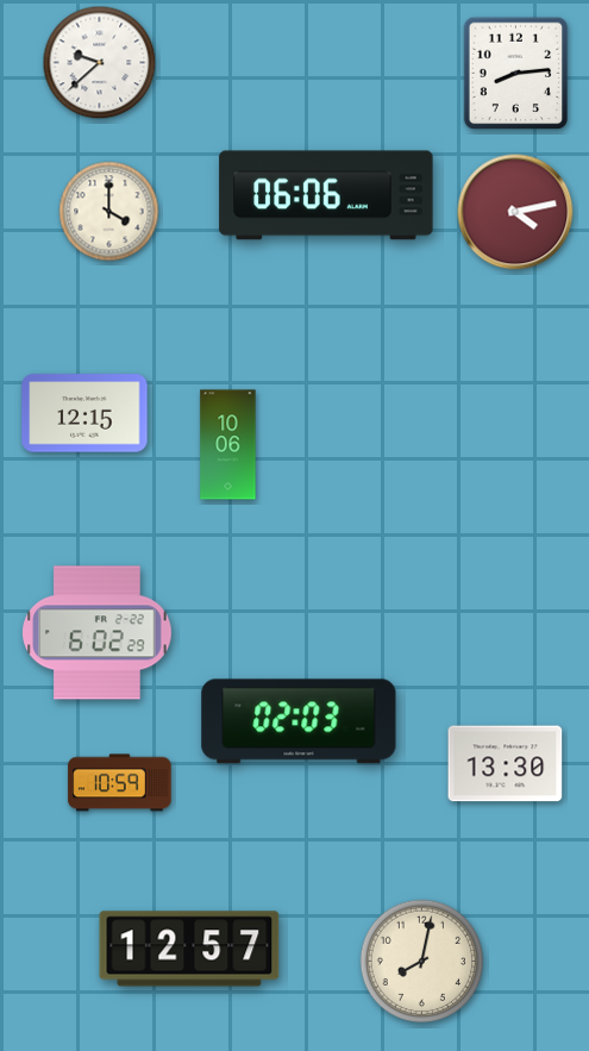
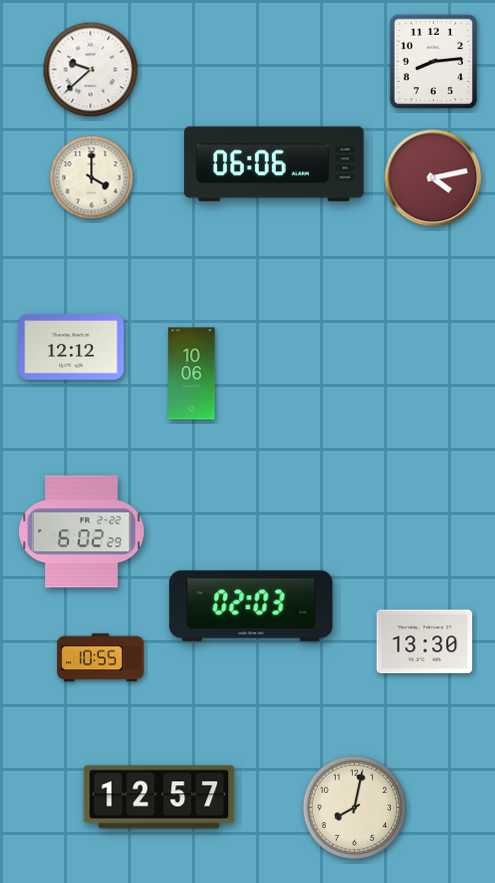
clock at (100, 63) position: (100, 63) -> (91, 70)
clock at (84, 413): 12:15 -> 12:12
clock at (120, 783): 10:59 -> 10:55
